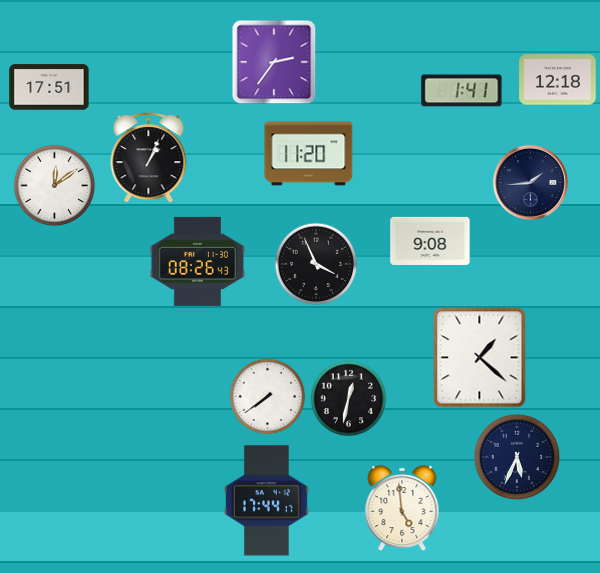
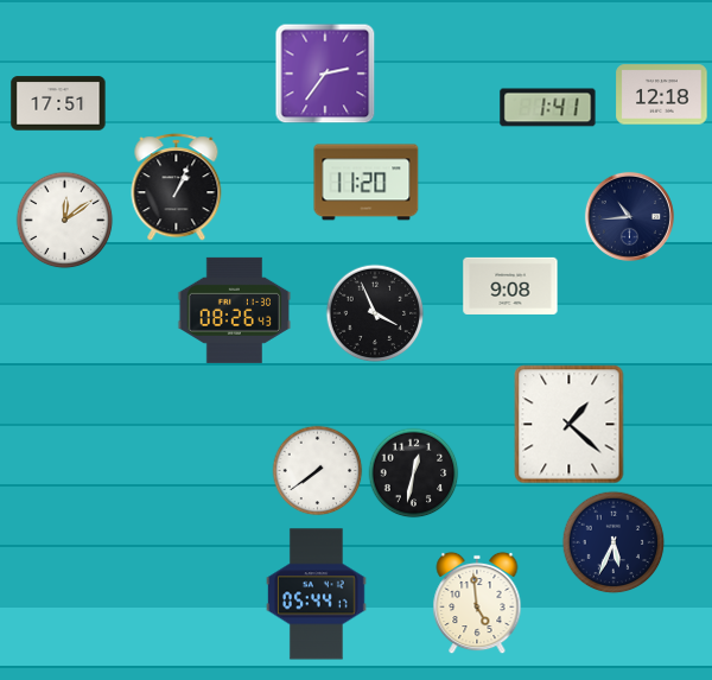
clock at (530, 182): 1:44 -> 10:44
clock at (267, 501): 17:44 -> 05:44
